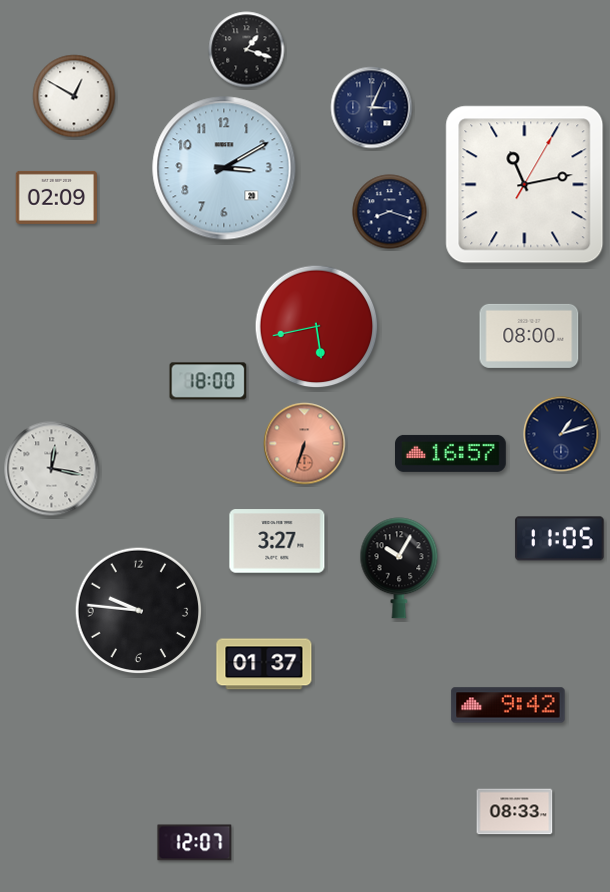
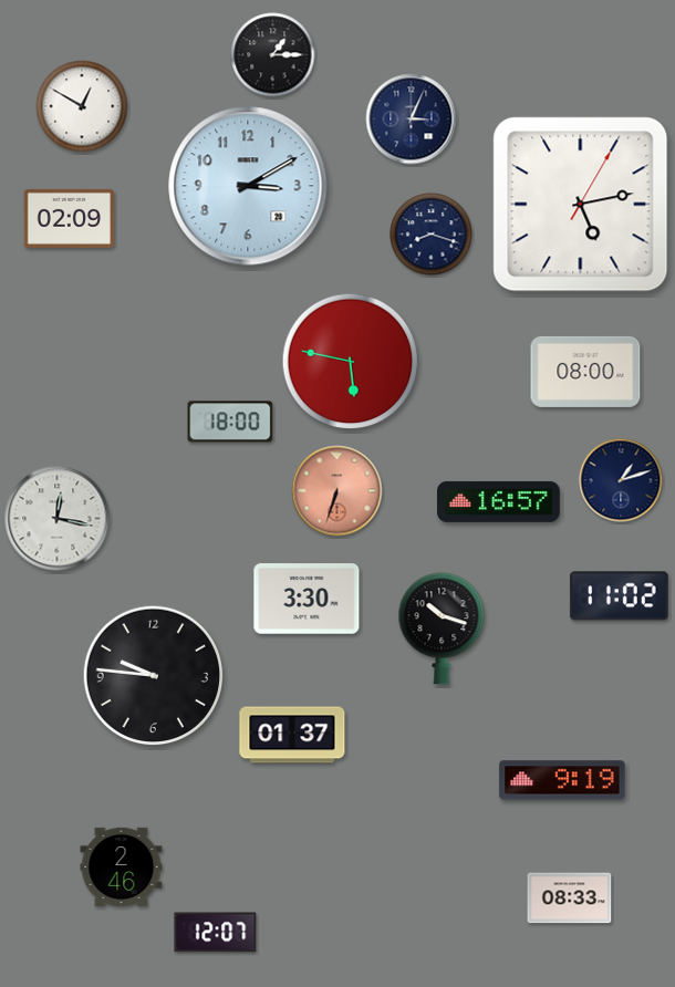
clock at (247, 50): 1:18 -> 1:15
clock at (525, 185): 11:13 -> 5:13
clock at (56, 197) position: (56, 197) -> (69, 218)
clock at (317, 327): 5:43 -> 5:47
clock at (560, 539): 11:05 -> 11:02
clock at (277, 541): 3:27 -> 3:30
clock at (399, 568): 10:05 -> 10:18
clock at (508, 705): 9:42 -> 9:19
clock at (122, 866): none -> 2:46
